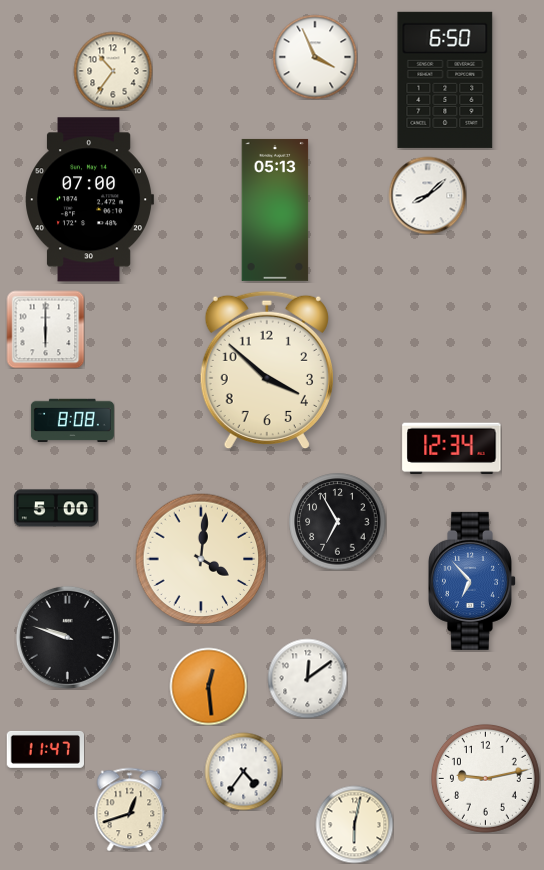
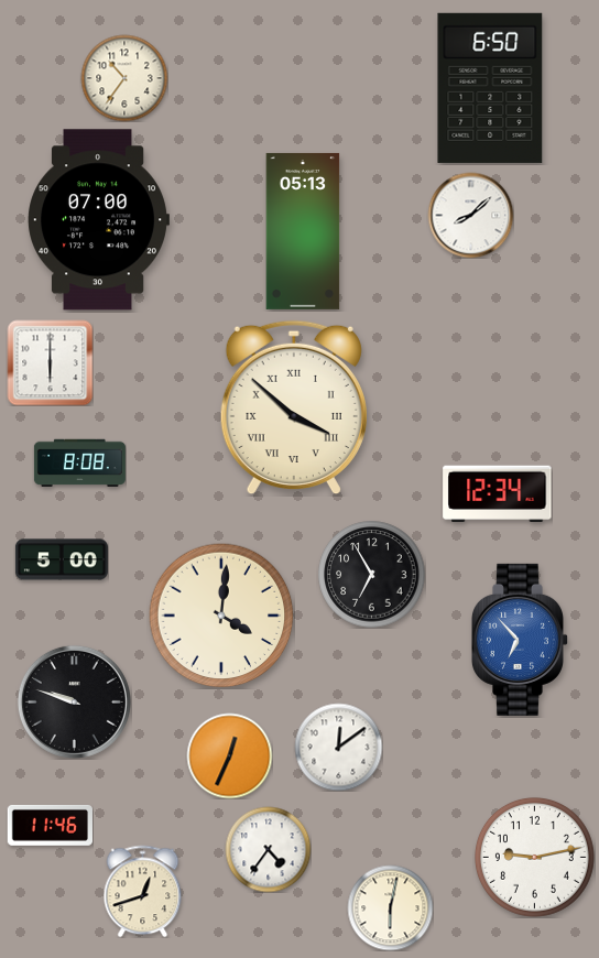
clock at (315, 57): 3:56 -> none
clock at (267, 370) numerals: Arabic -> Roman
clock at (208, 686): 12:29 -> 12:34
clock at (45, 749): 11:47 -> 11:46
